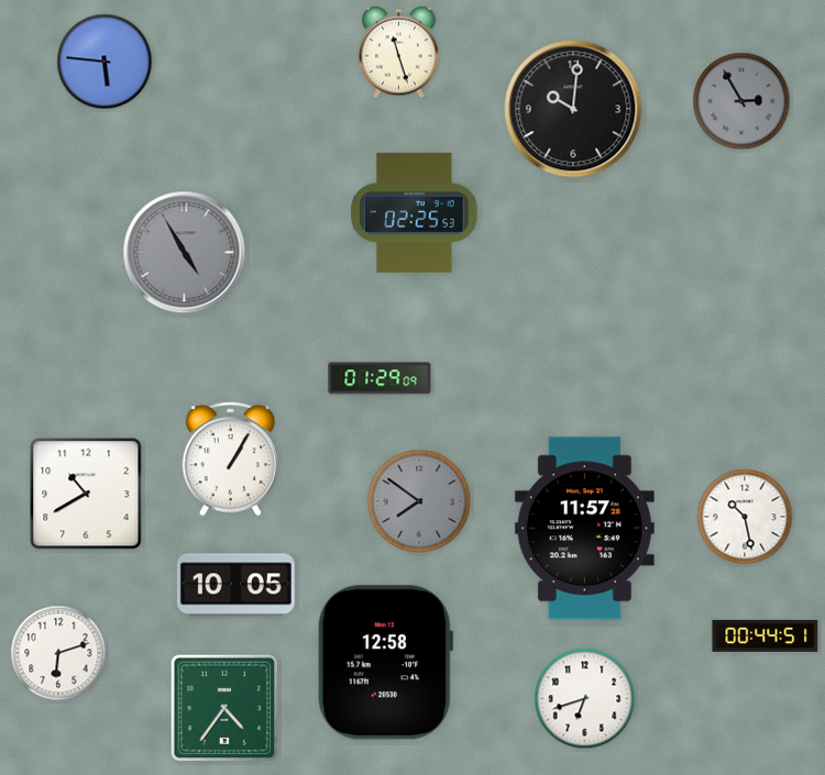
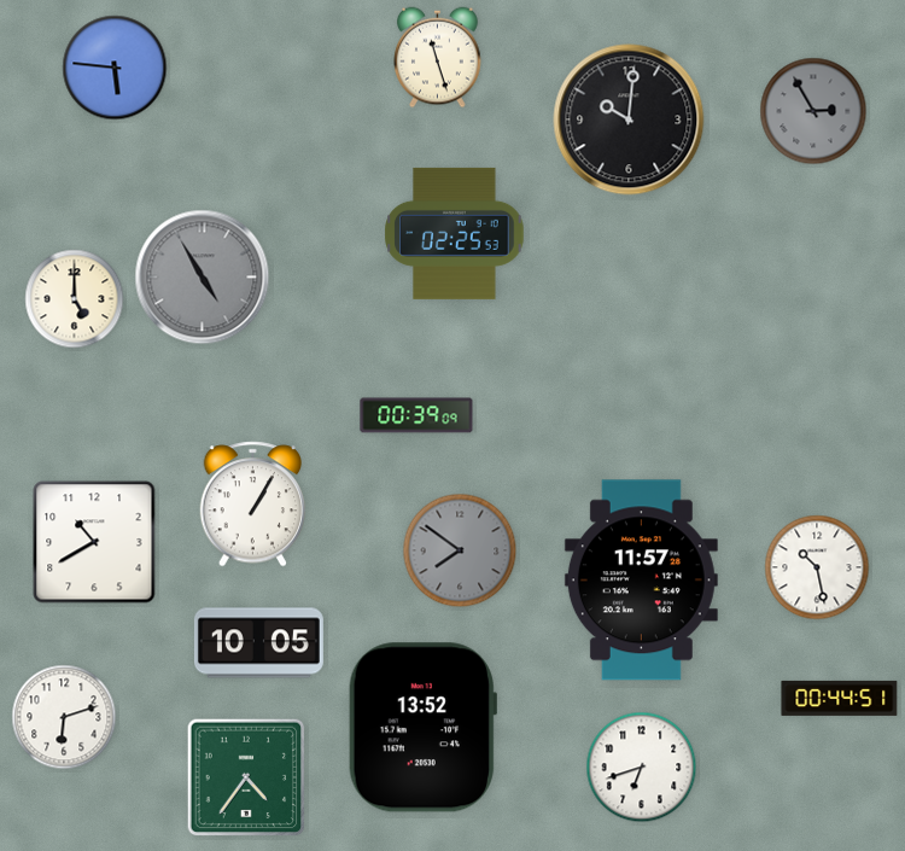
clock at (75, 299): none -> 5:00
clock at (380, 378): 01:29 -> 00:39
clock at (385, 663): 12:58 -> 13:52
